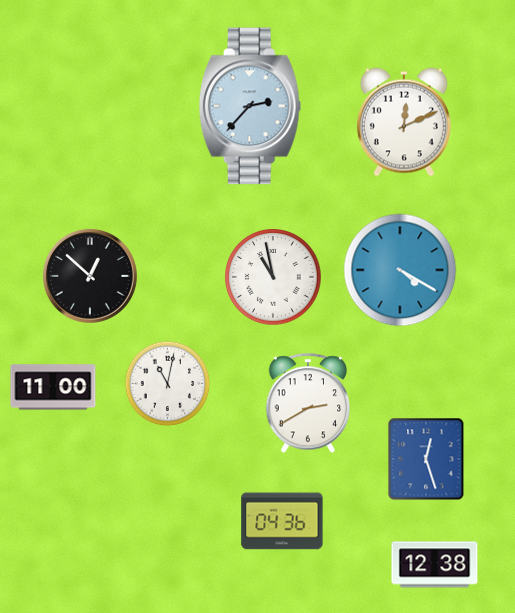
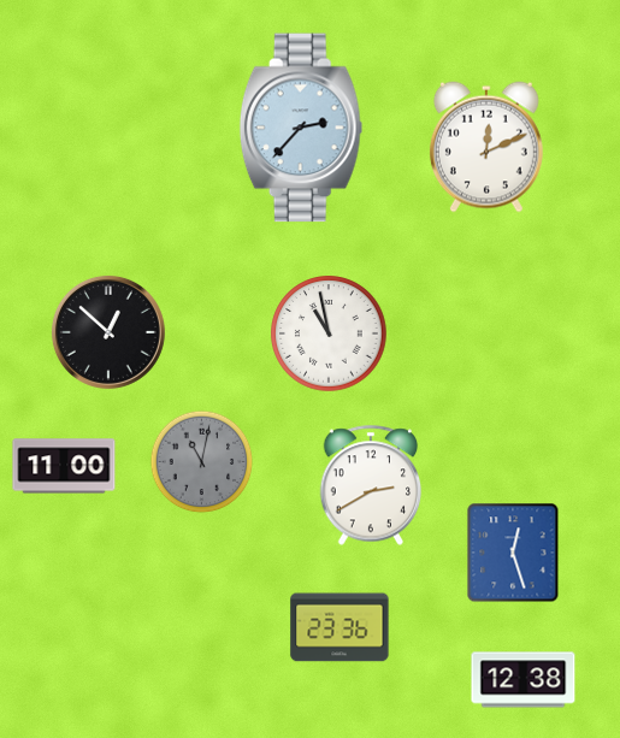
clock at (400, 270): 4:20 -> none
clock at (168, 384) dial: white -> grey
clock at (282, 521): 04:36 -> 23:36
